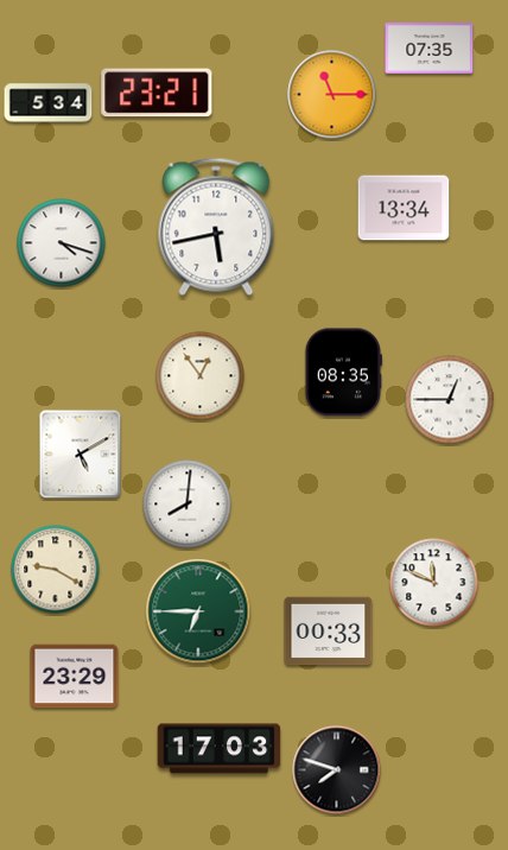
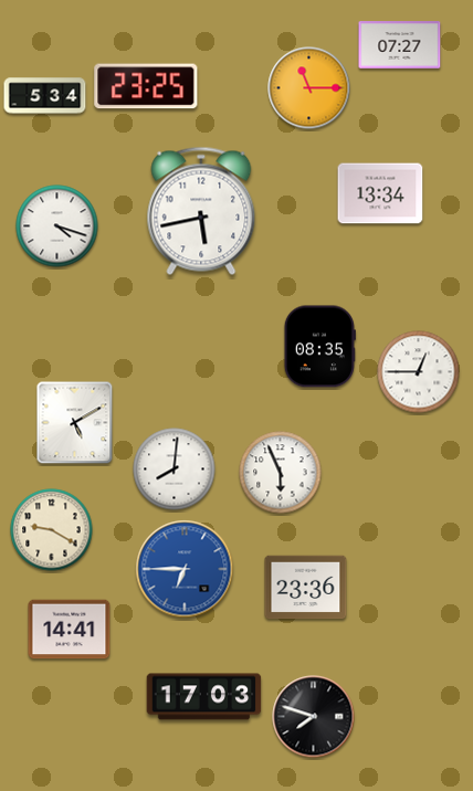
clock at (430, 49): 07:35 -> 07:27
clock at (157, 93): 23:21 -> 23:25
clock at (404, 208) position: (404, 208) -> (380, 193)
clock at (201, 376): 12:54 -> none
clock at (281, 473): none -> 5:56
clock at (434, 583): 11:49 -> none
clock at (198, 611) dial: green -> blue
clock at (329, 632): 00:33 -> 23:36
clock at (75, 677): 23:29 -> 14:41
